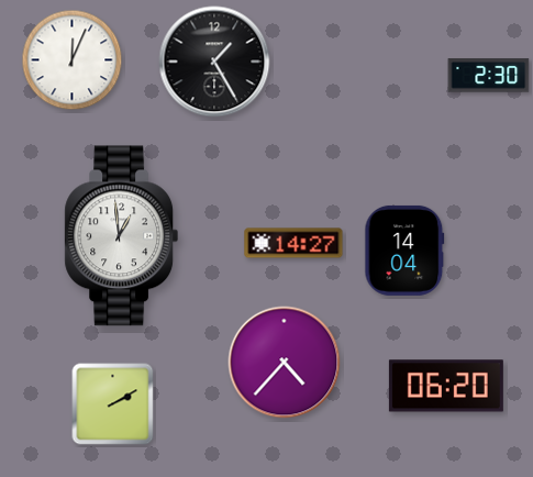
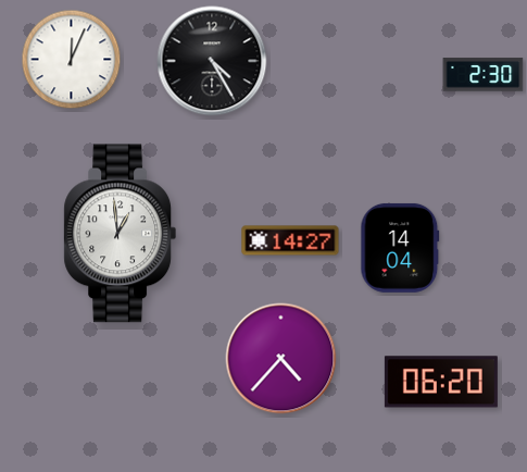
clock at (214, 62): 1:25 -> 4:25
clock at (113, 404): 2:10 -> none
